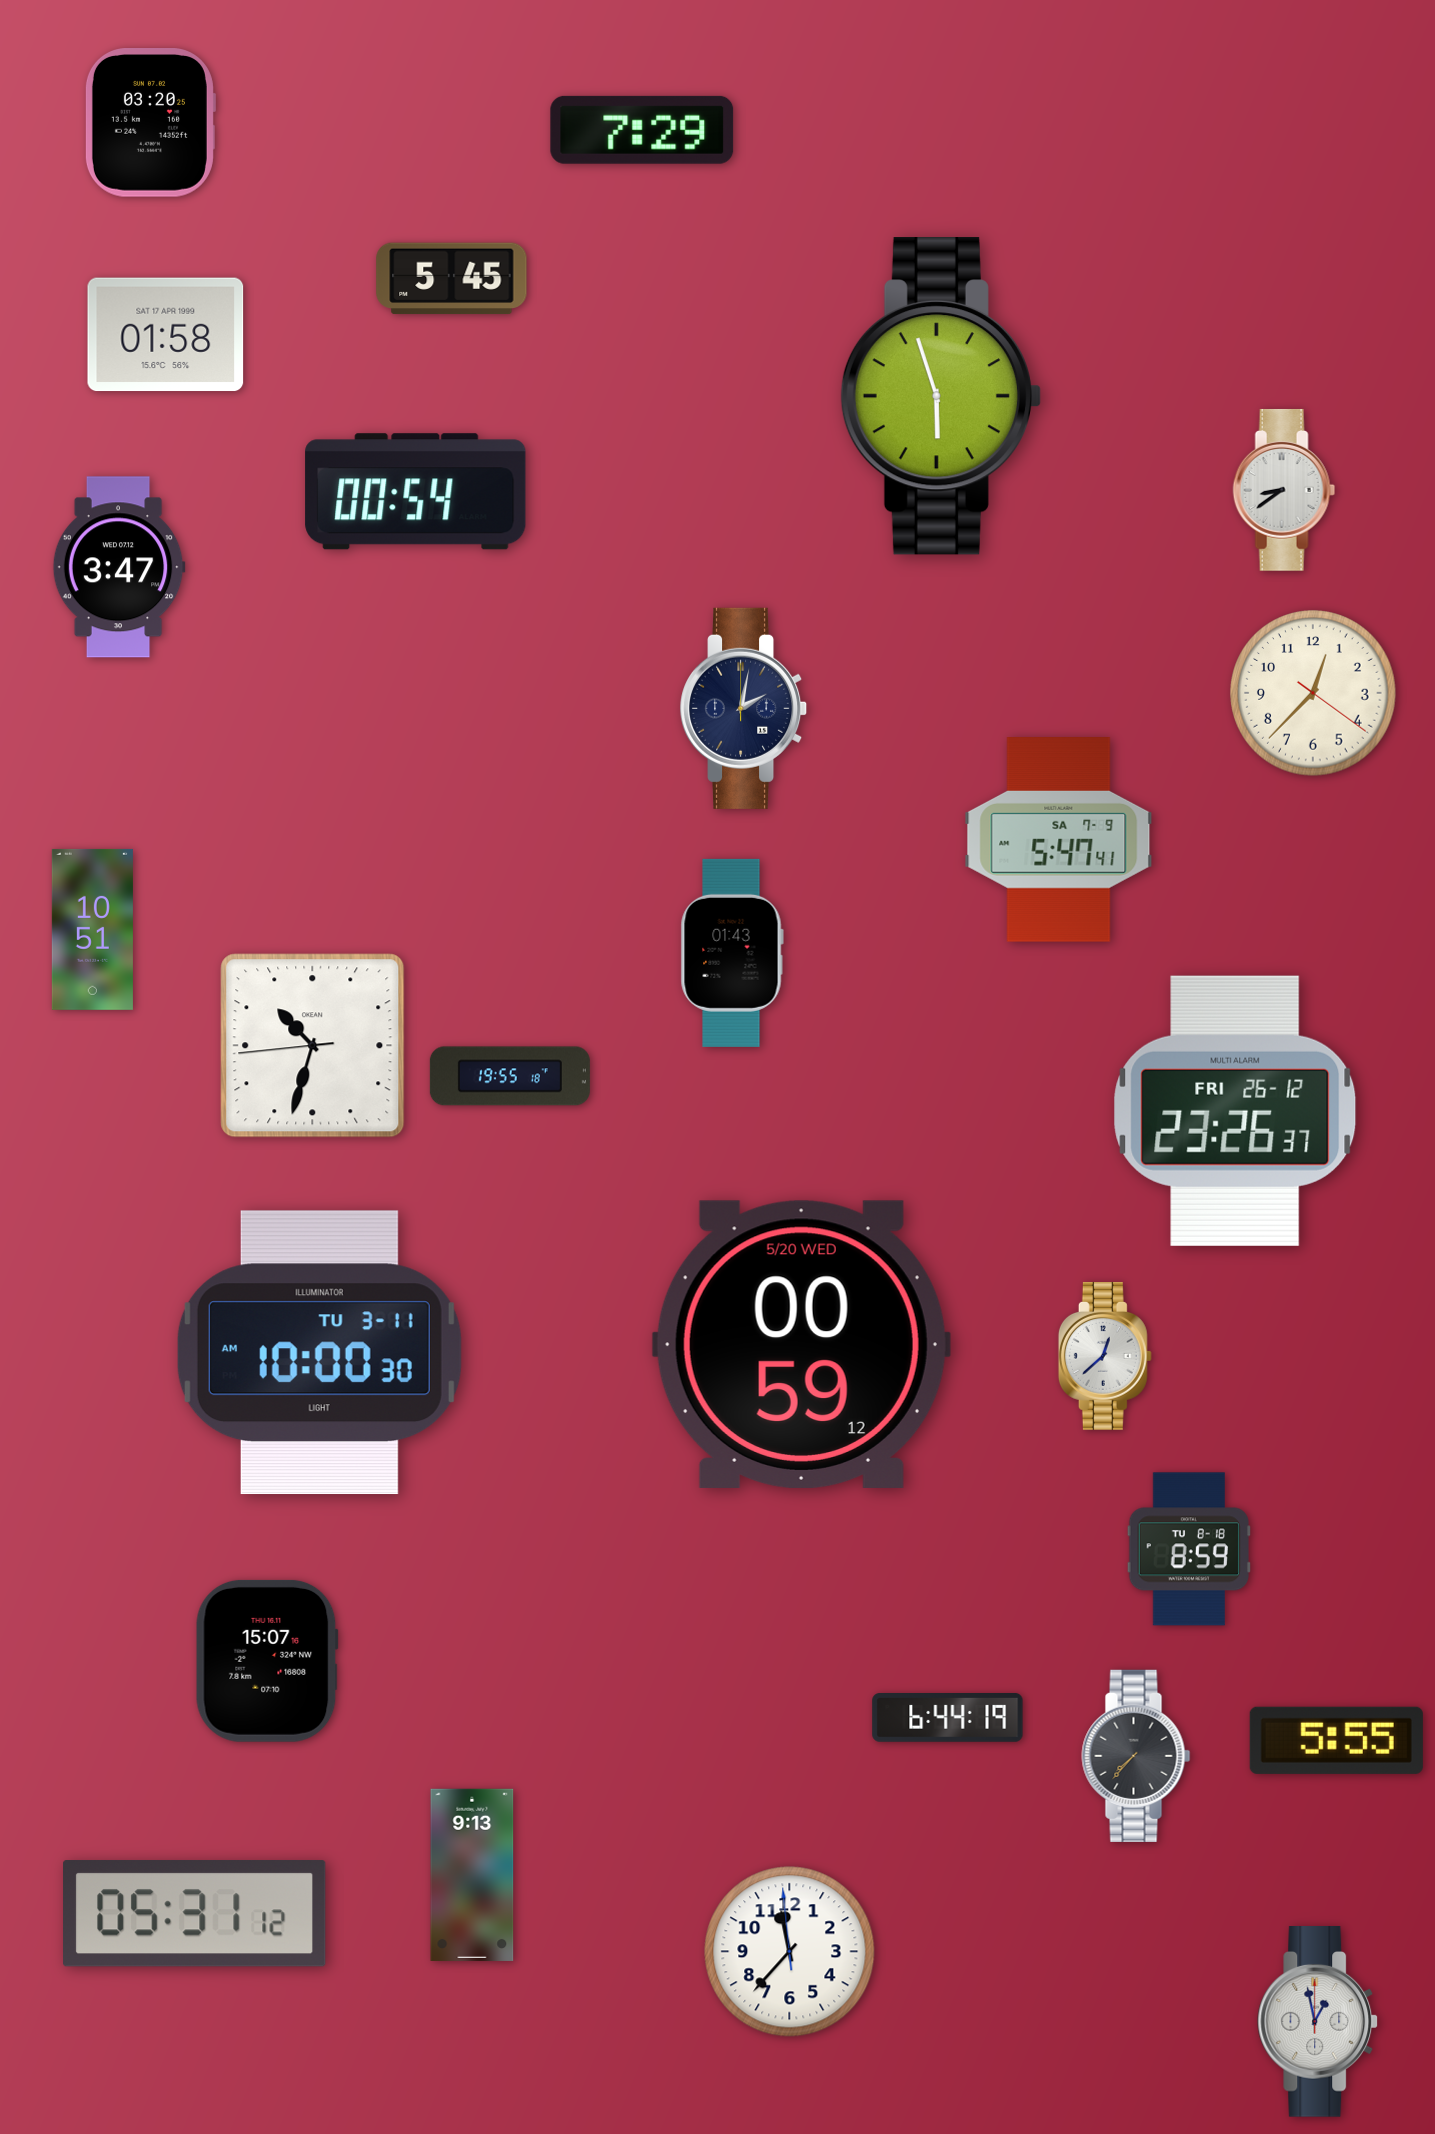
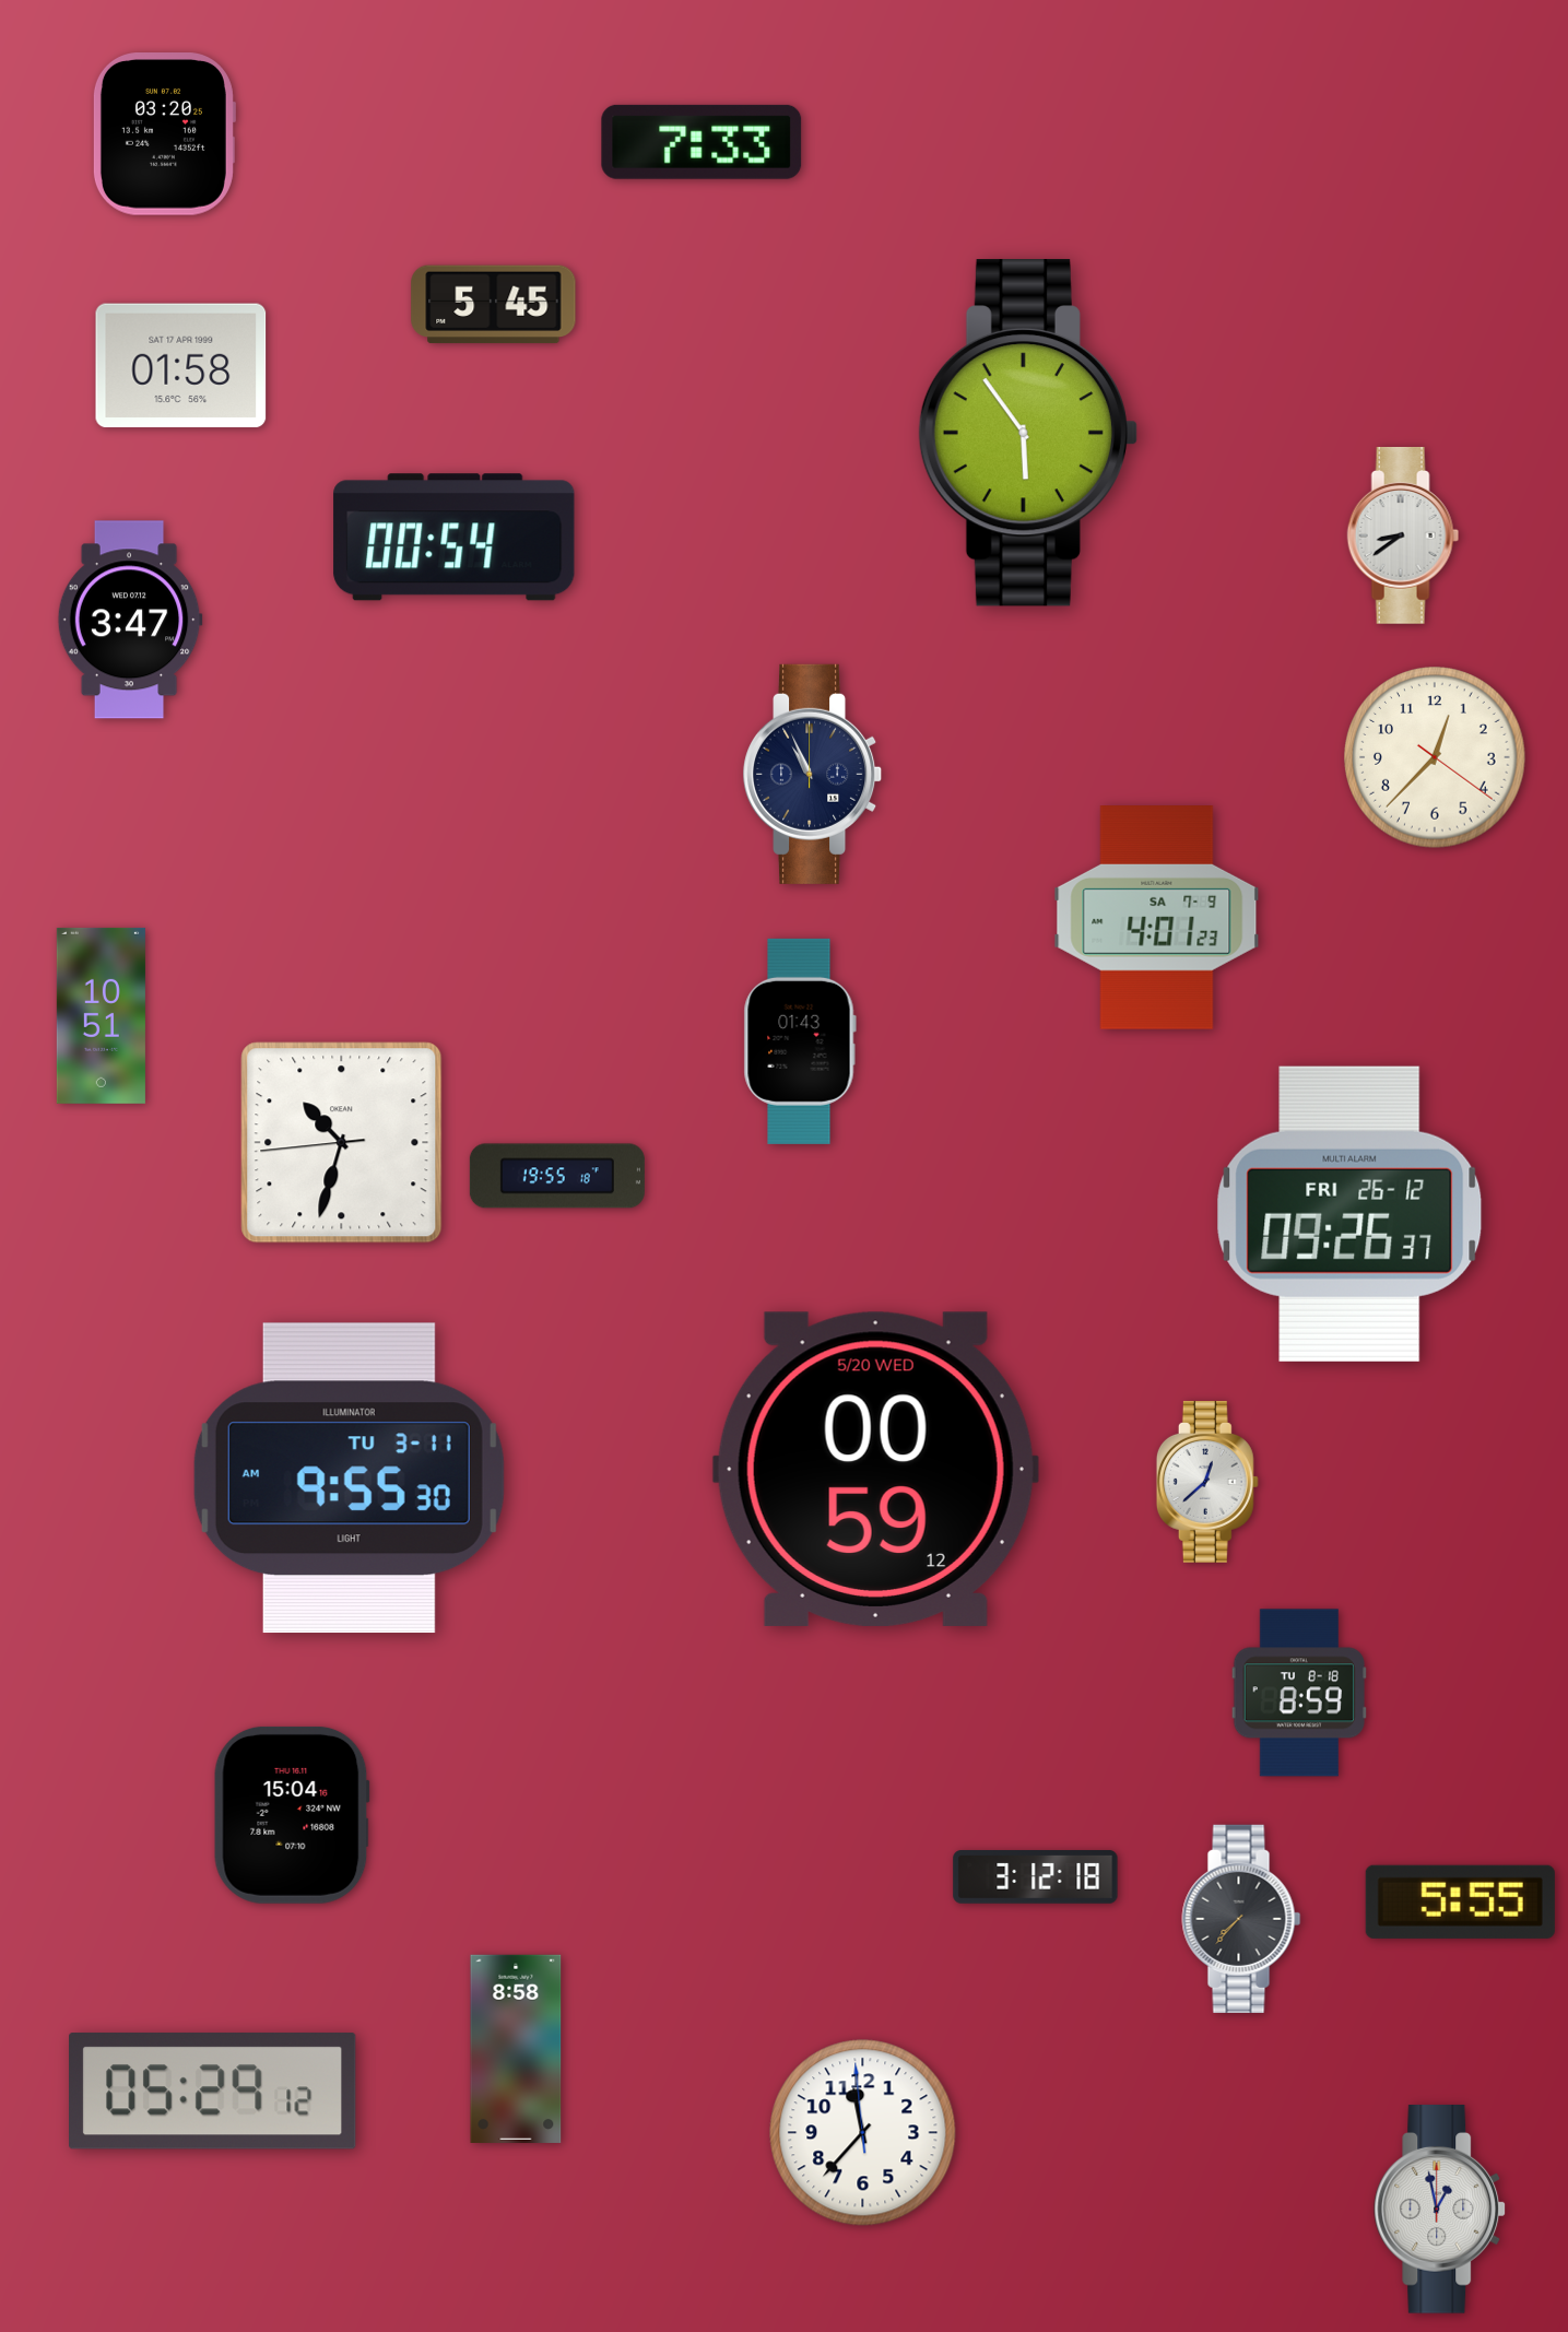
clock at (642, 130): 7:29 -> 7:33
clock at (941, 397): 5:57 -> 5:54
clock at (744, 708): 2:02 -> 10:56
clock at (1059, 840): 5:47 -> 4:01
clock at (1235, 1111): 23:26 -> 09:26
clock at (319, 1353): 10:00 -> 9:55
clock at (267, 1661): 15:07 -> 15:04
clock at (948, 1718): 6:44 -> 3:12
clock at (472, 1874): 9:13 -> 8:58
clock at (195, 1914): 05:31 -> 05:29
